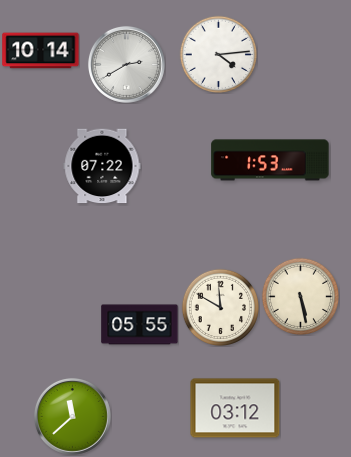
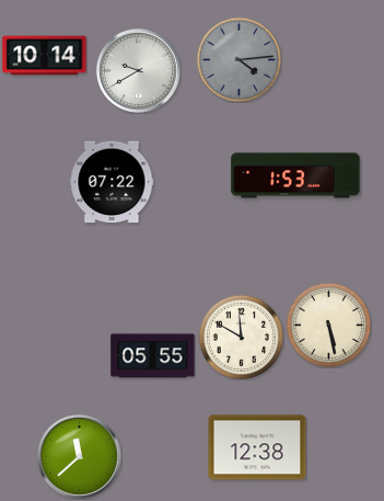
clock at (218, 54) dial: white -> grey
clock at (126, 64): 2:40 -> 9:40
clock at (235, 408): 03:12 -> 12:38
